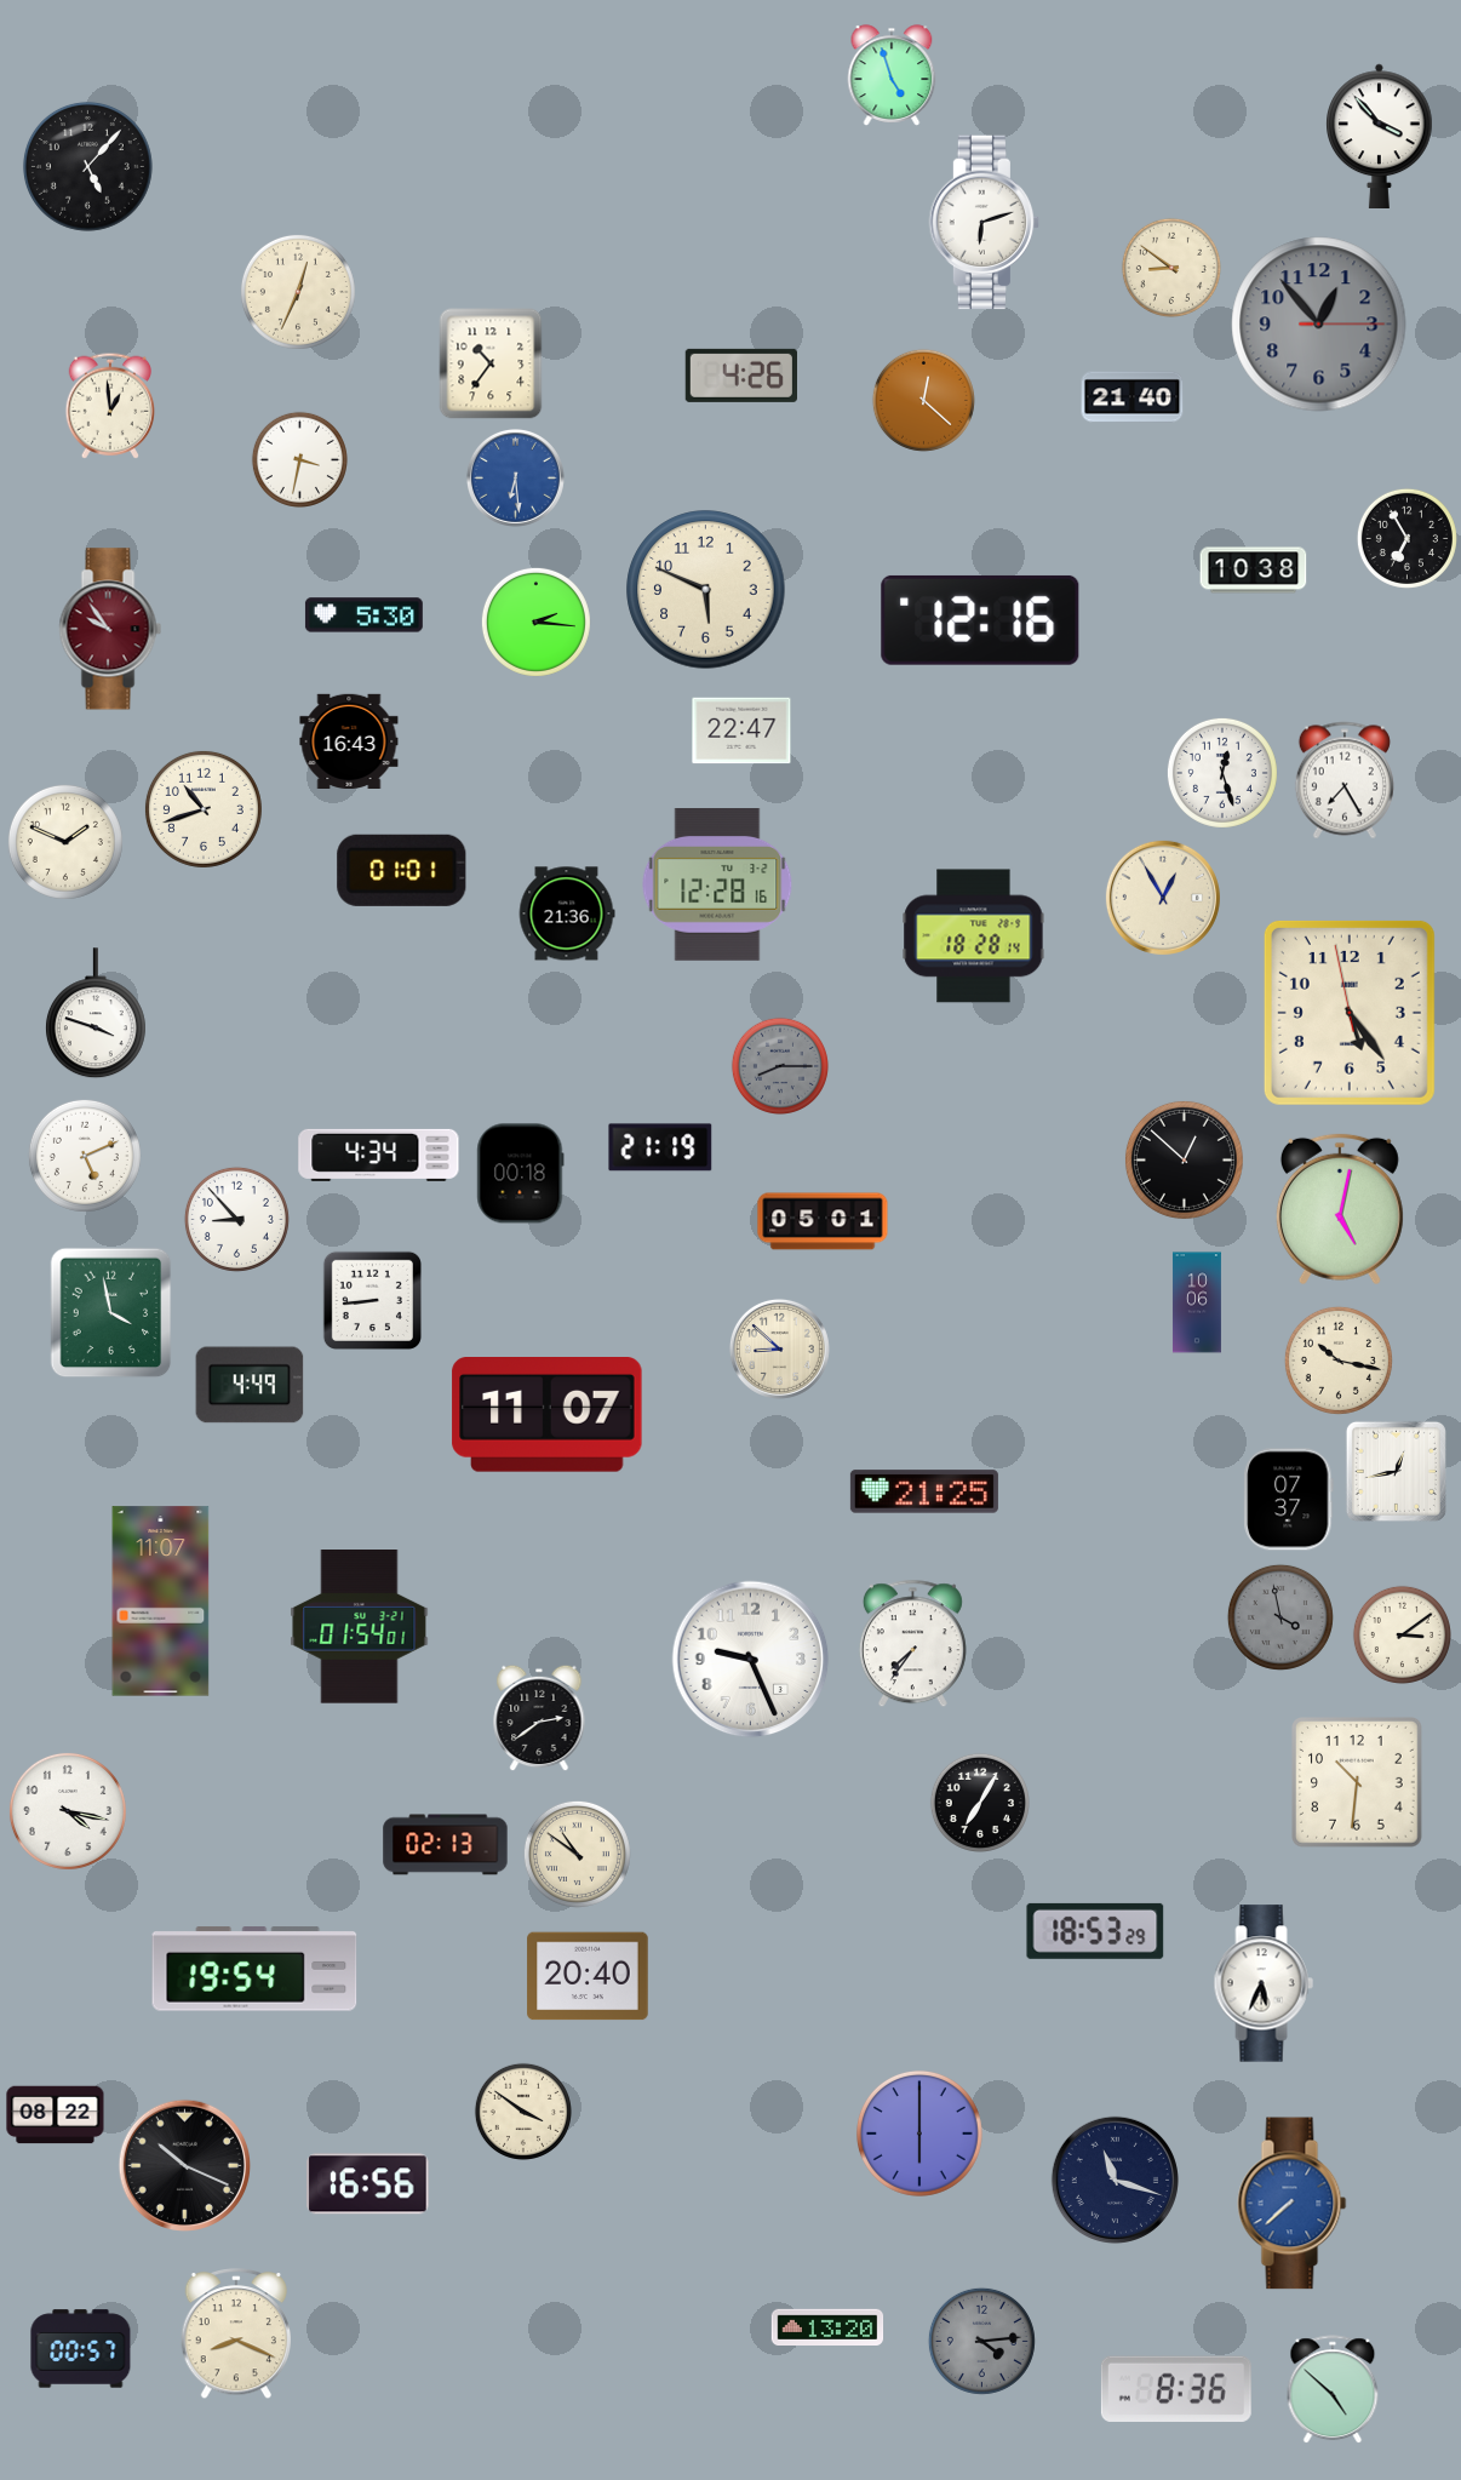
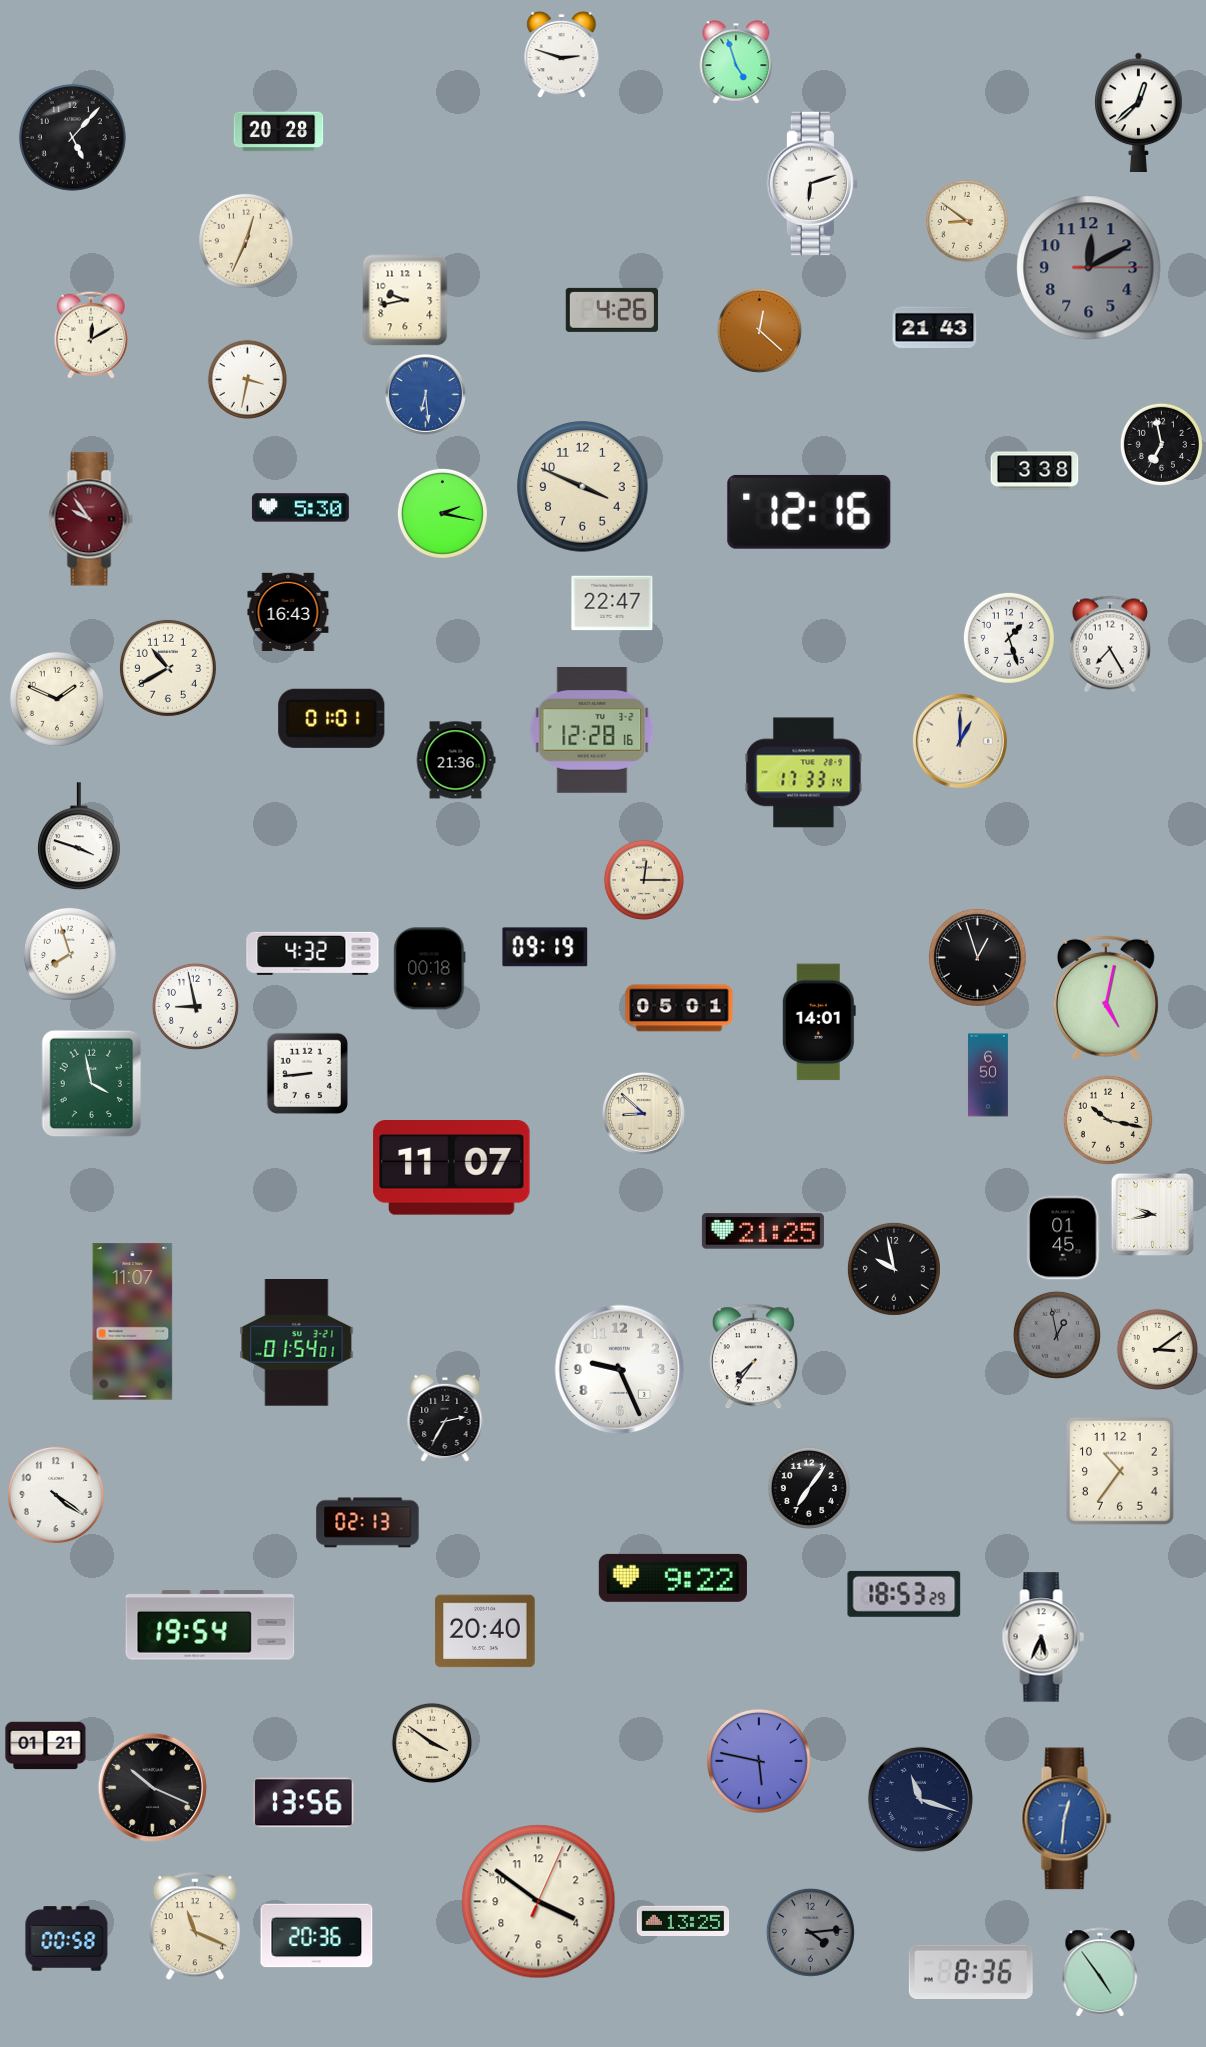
clock at (562, 55): none -> 2:48
clock at (1380, 136): 3:53 -> 12:38
clock at (279, 132): none -> 20:28
clock at (1319, 325): 12:53 -> 12:10
clock at (491, 363): 10:36 -> 9:43
clock at (1133, 397): 21:40 -> 21:43
clock at (923, 400) position: (923, 400) -> (759, 330)
clock at (109, 406): 12:59 -> 12:10
clock at (1406, 538): 6:55 -> 6:58
clock at (1254, 571): 10:38 -> 3:38
clock at (706, 590): 5:49 -> 3:49
clock at (535, 622): 2:16 -> 2:17
clock at (1222, 773): 12:27 -> 1:27
clock at (204, 809): 10:42 -> 10:40
clock at (65, 842) position: (65, 842) -> (57, 699)
clock at (1163, 898): 12:55 -> 1:00
clock at (567, 913) position: (567, 913) -> (456, 760)
clock at (974, 937): 18:28 -> 17:33
clock at (1350, 1013): 5:23 -> none
clock at (780, 1066): 8:15 -> 12:15
clock at (780, 1066) dial: grey -> cream
clock at (660, 1147): 21:19 -> 09:19
clock at (379, 1155): 4:34 -> 4:32
clock at (85, 1156): 5:11 -> 7:57
clock at (1184, 1159): 12:52 -> 12:57
clock at (236, 1219): 8:53 -> 8:58
clock at (819, 1022): none -> 14:01
clock at (1197, 1302): 10:06 -> 6:50
clock at (1339, 1361) position: (1339, 1361) -> (1108, 1120)
clock at (250, 1385): 4:49 -> none
clock at (1396, 1471): 12:43 -> 9:43
clock at (1289, 1500): 07:37 -> 01:45
clock at (894, 1269): none -> 9:58
clock at (1280, 1617): 3:58 -> 12:58
clock at (539, 1718): 2:39 -> 2:35
clock at (1358, 1783): 10:31 -> 10:36
clock at (980, 1803): 7:05 -> 7:06
clock at (68, 1811): 4:17 -> 4:21
clock at (577, 1854): 10:51 -> none
clock at (673, 1578): none -> 9:22
clock at (56, 2115): 08:22 -> 01:21
clock at (919, 2134): 6:00 -> 5:47
clock at (368, 2184): 16:56 -> 13:56
clock at (1293, 2204): 7:38 -> 12:31
clock at (539, 1902): none -> 3:51
clock at (827, 2326): 13:20 -> 13:25
clock at (236, 2335): 8:19 -> 11:19
clock at (317, 1936): none -> 20:36
clock at (81, 2349): 00:57 -> 00:58
clock at (1333, 2390): 4:52 -> 4:54
